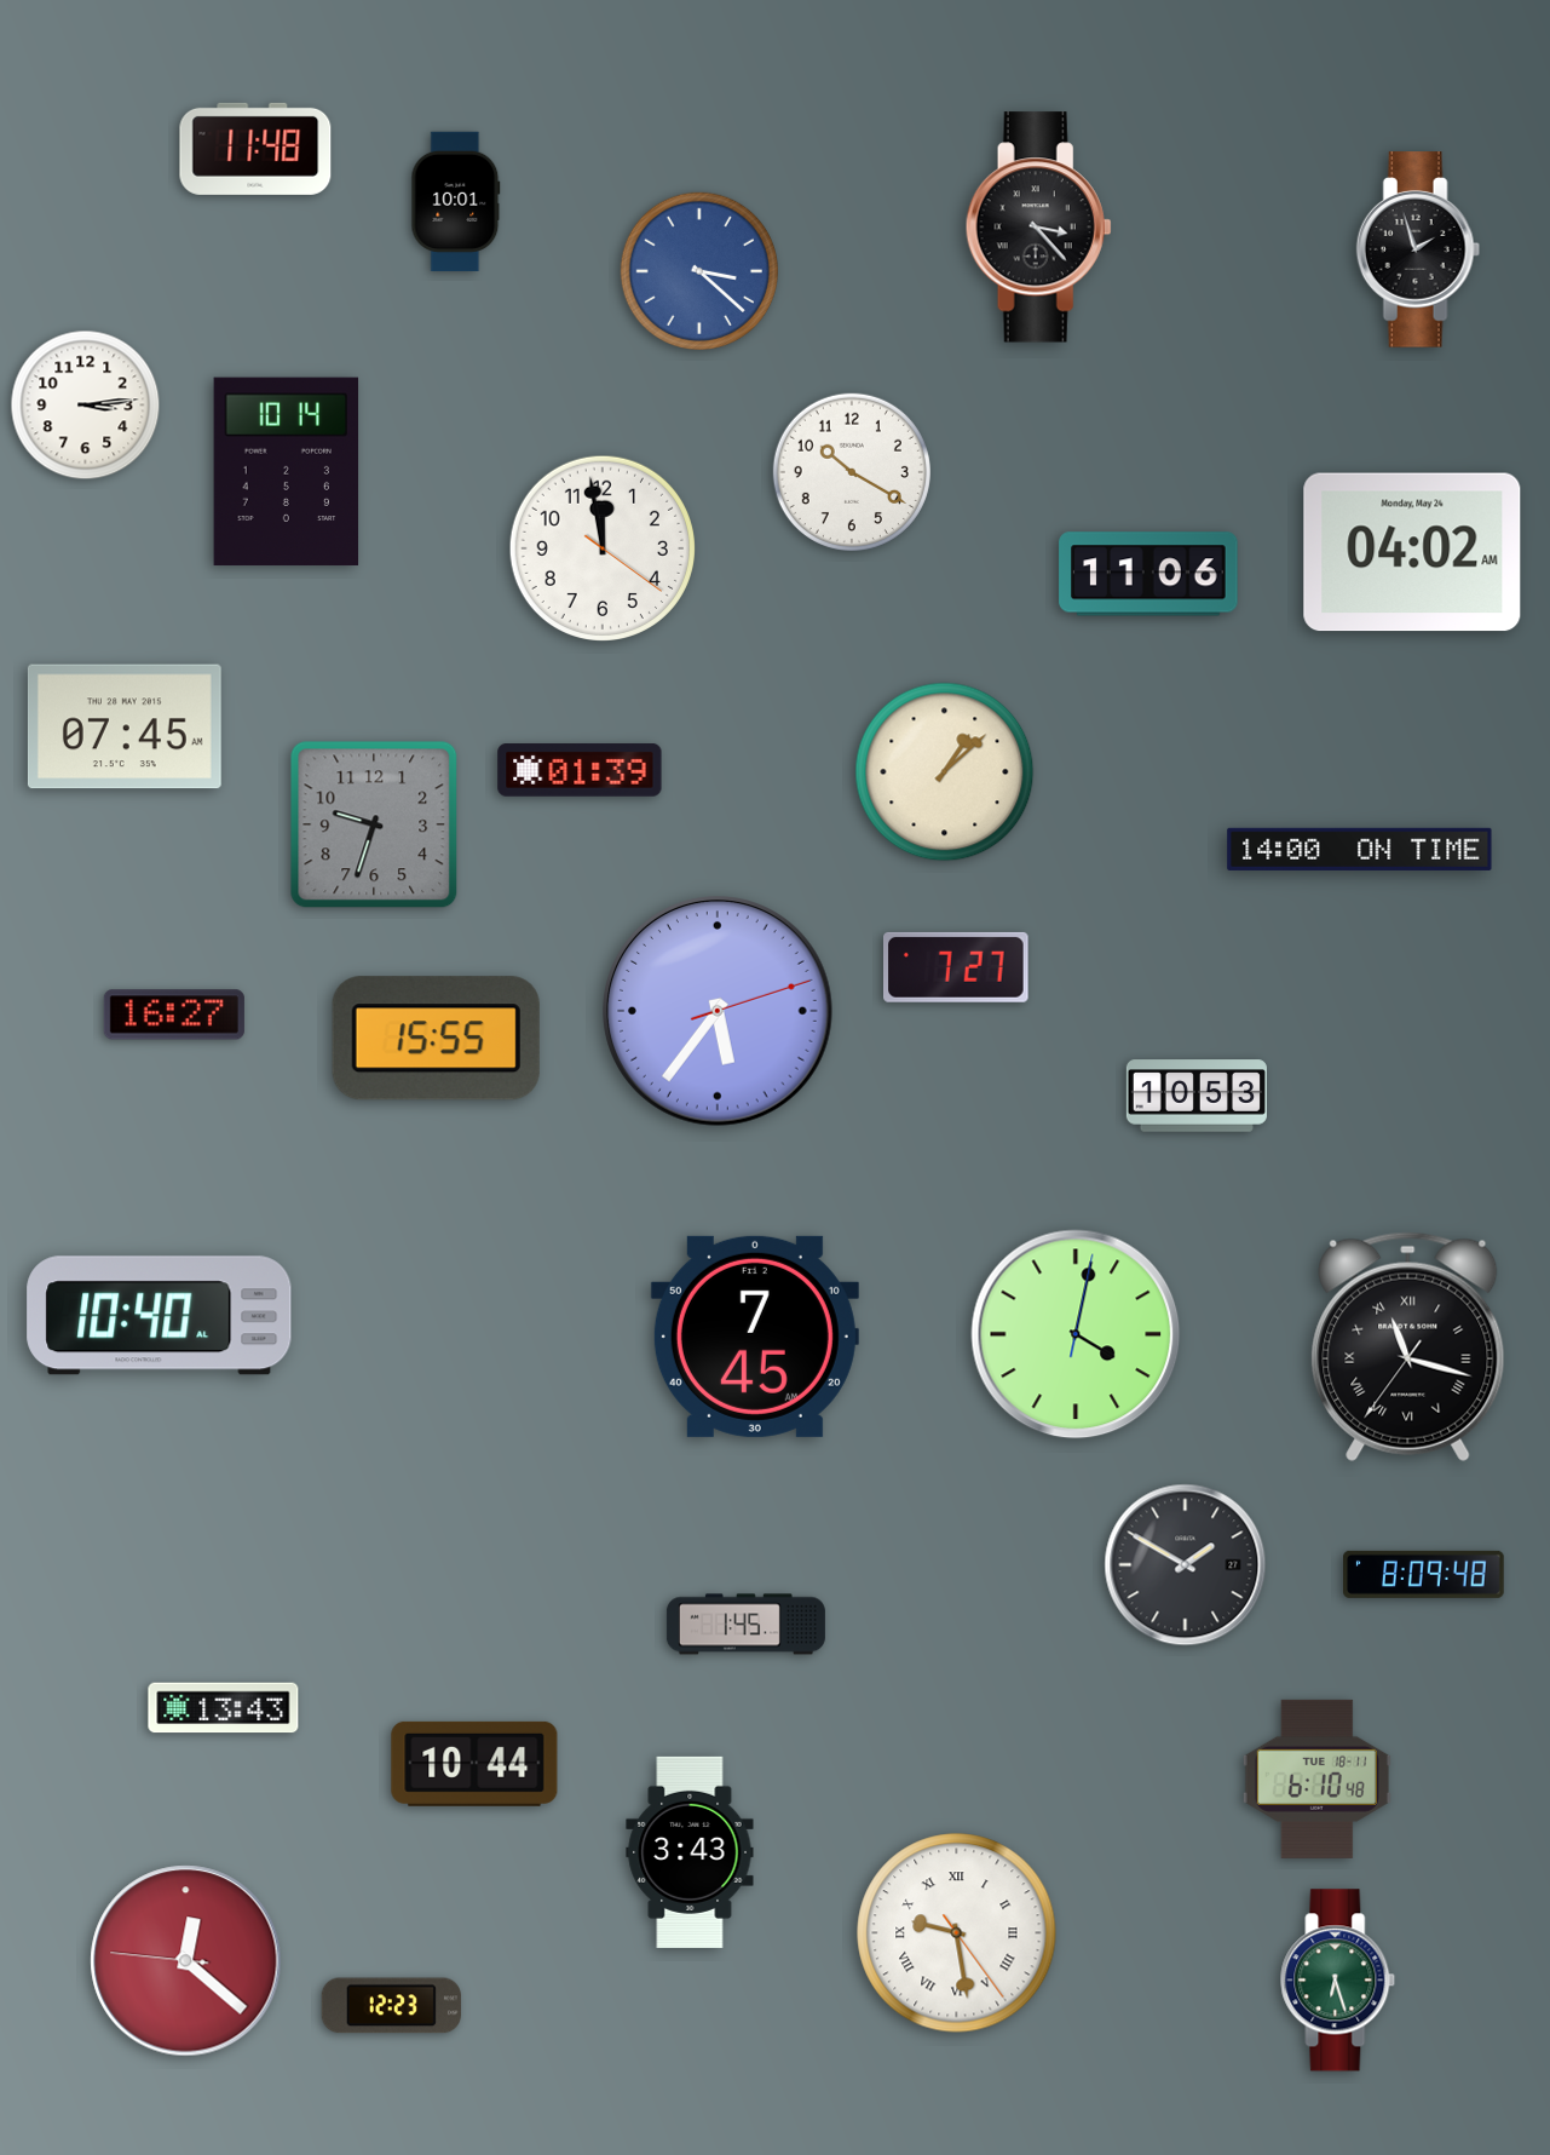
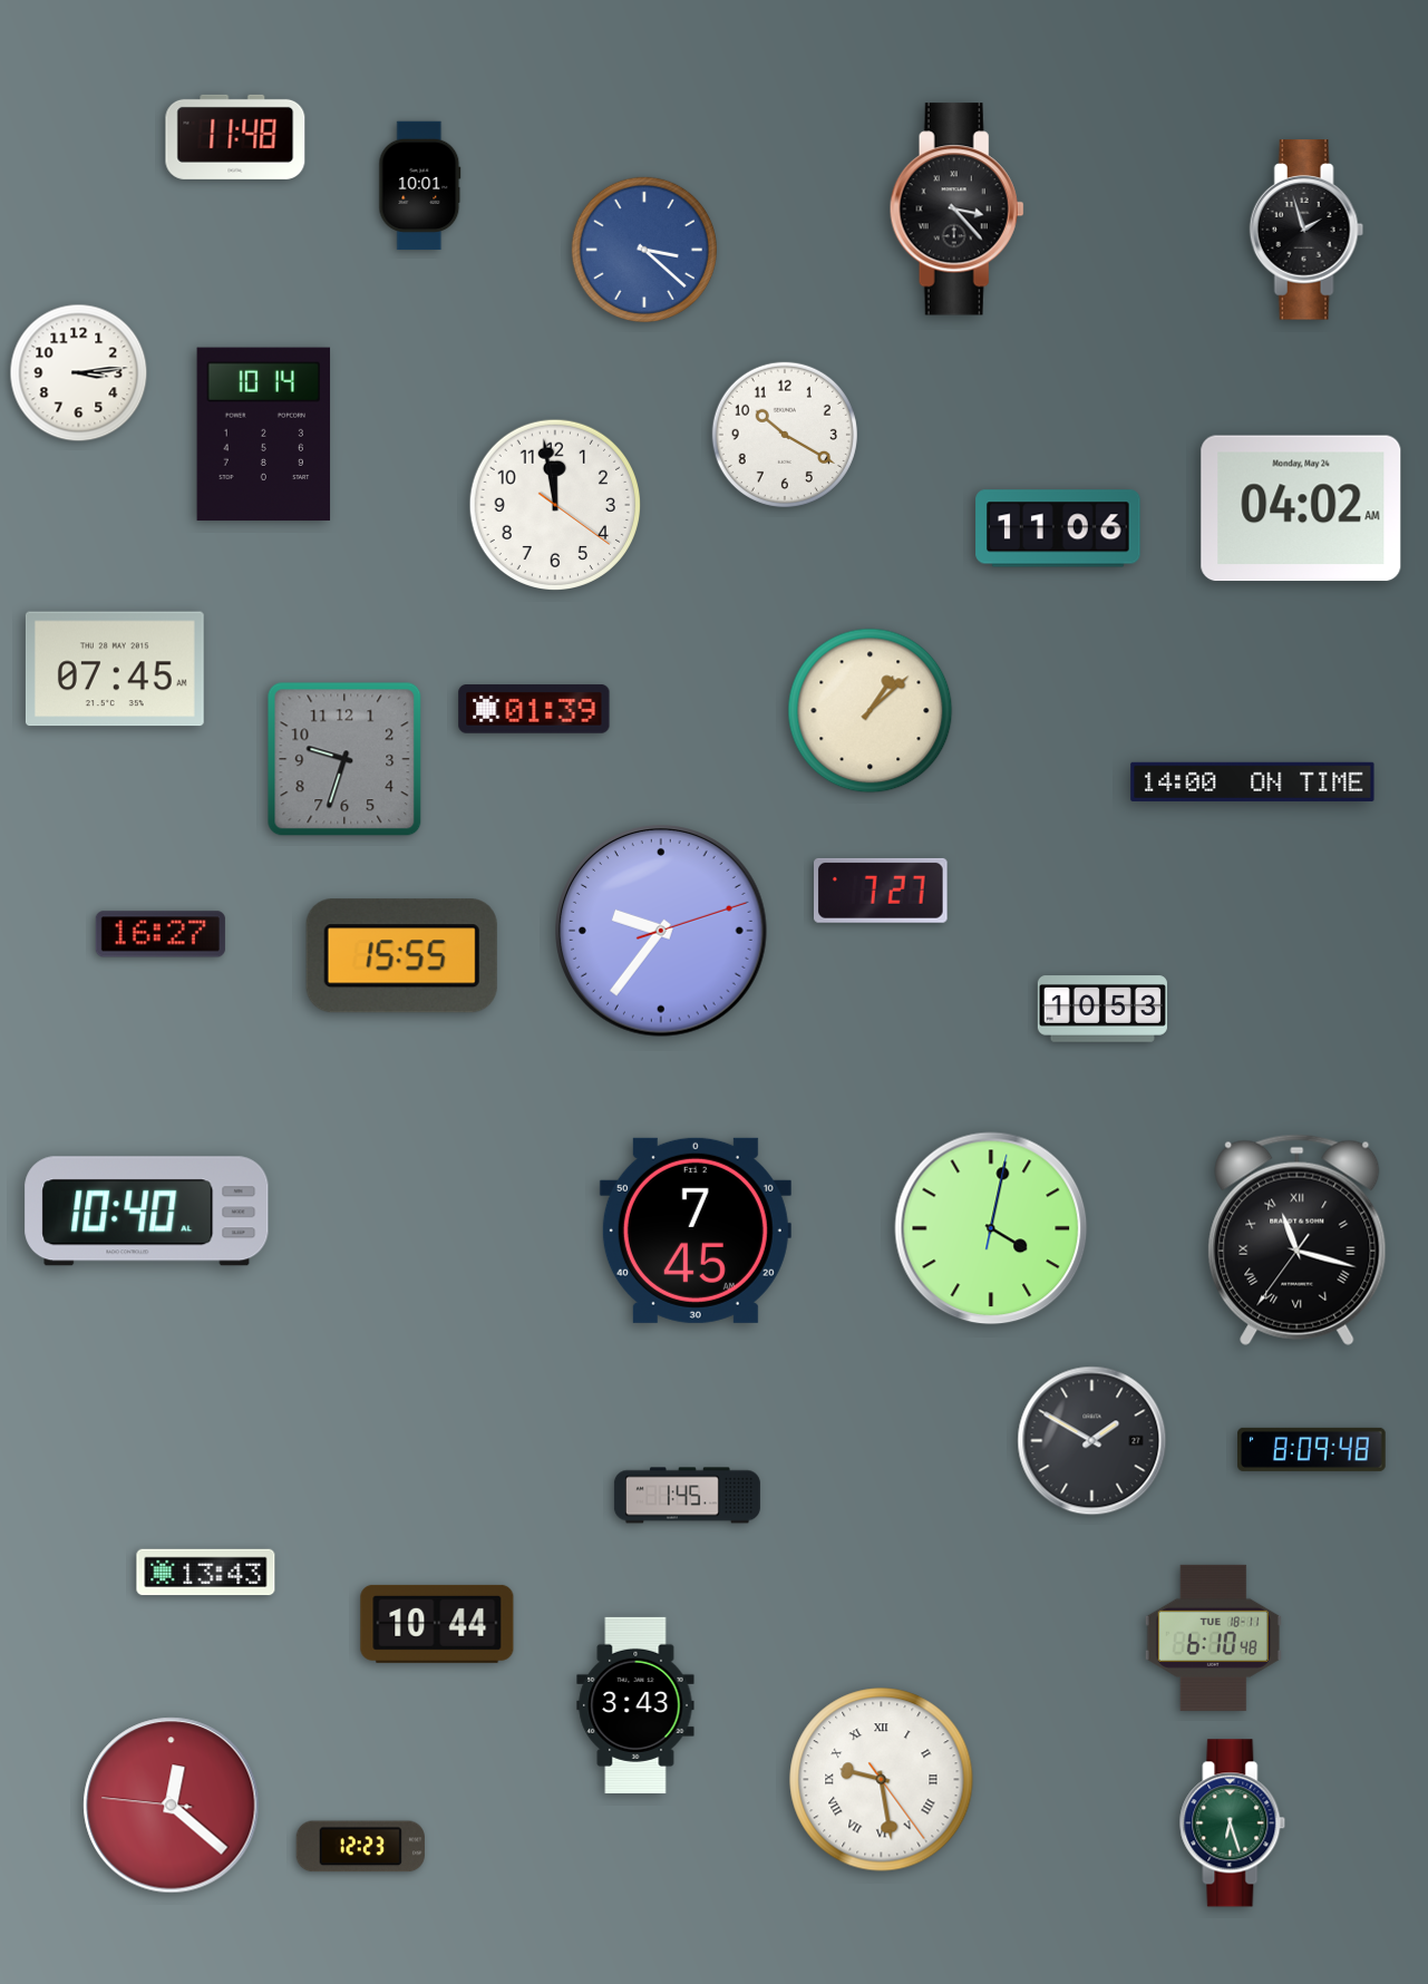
clock at (719, 1012): 5:36 -> 9:36
